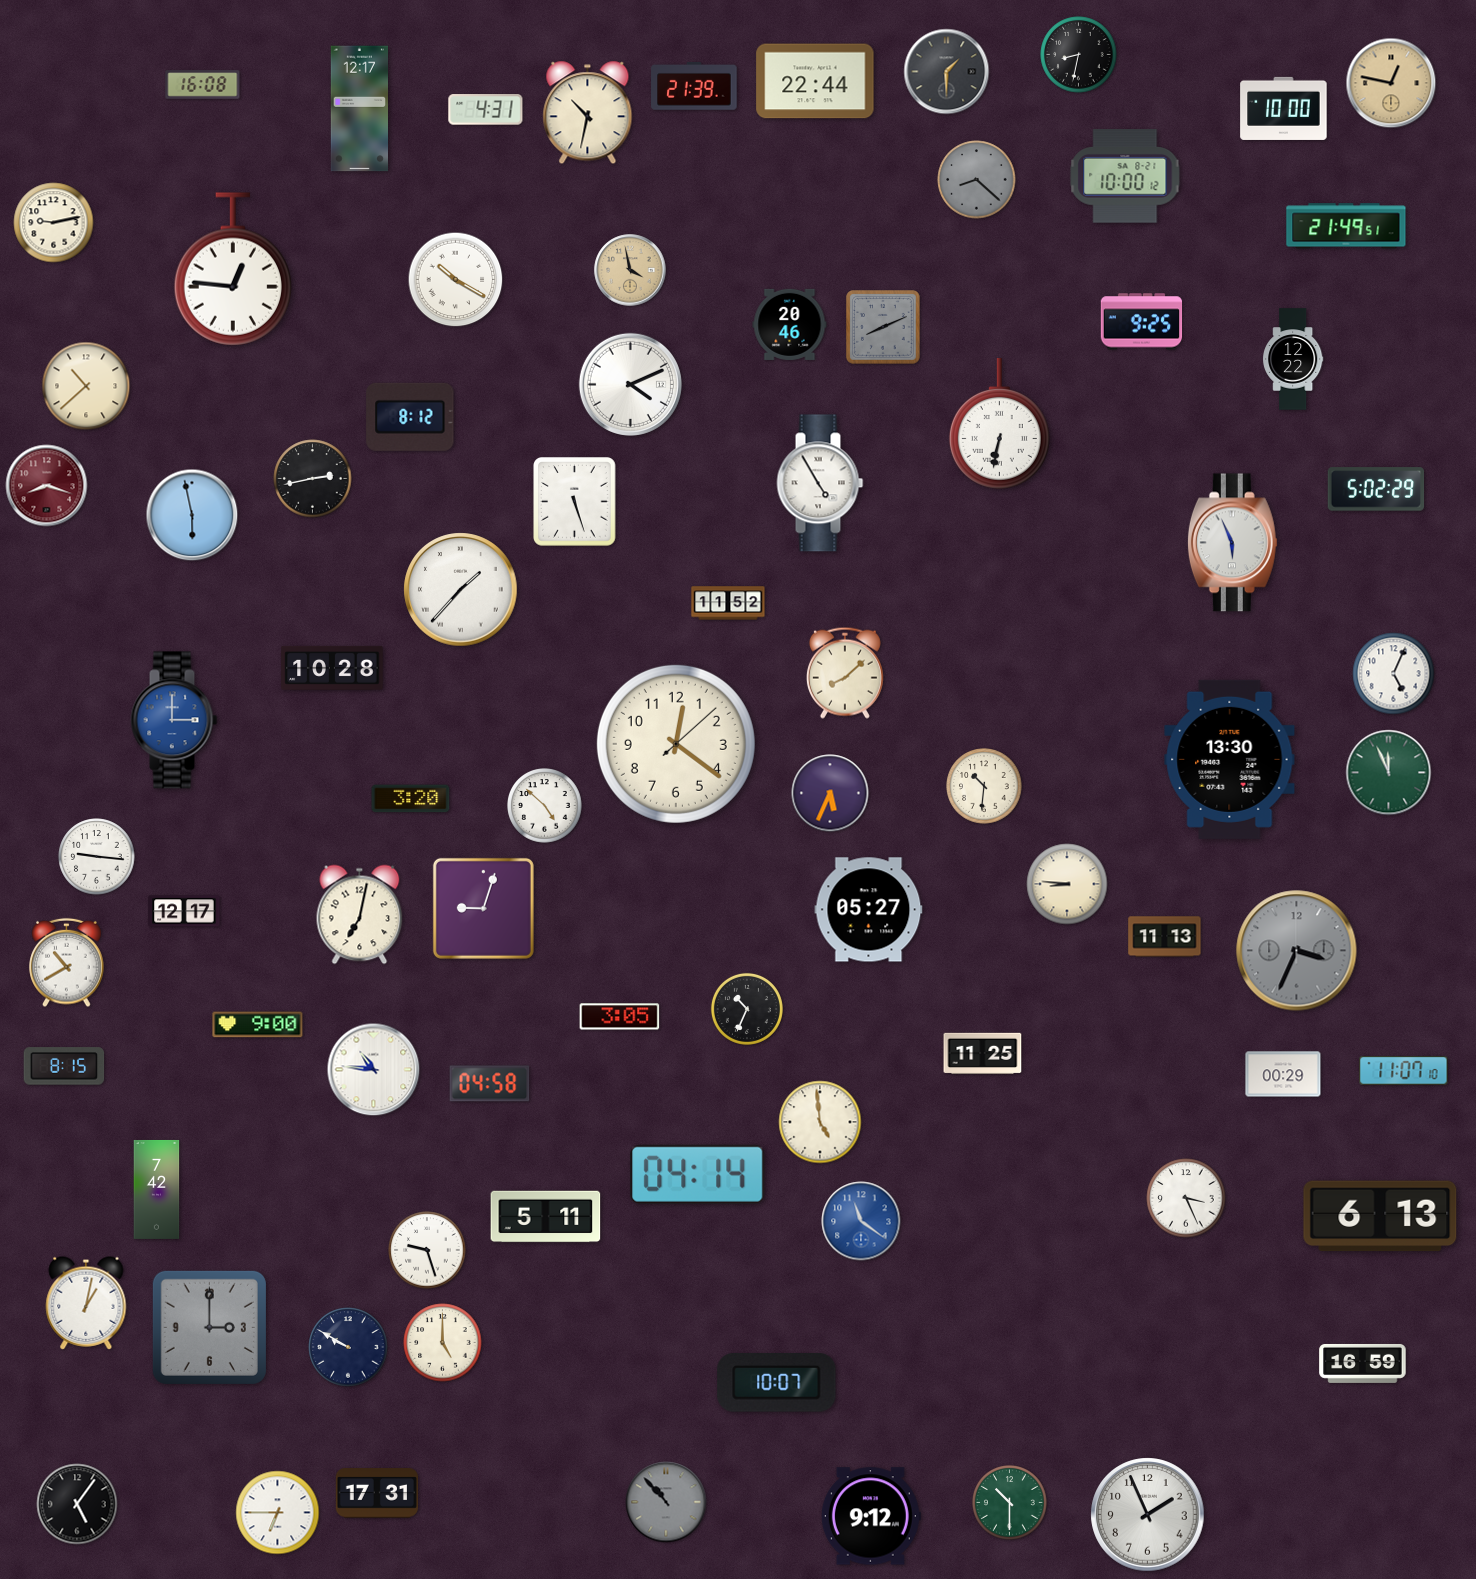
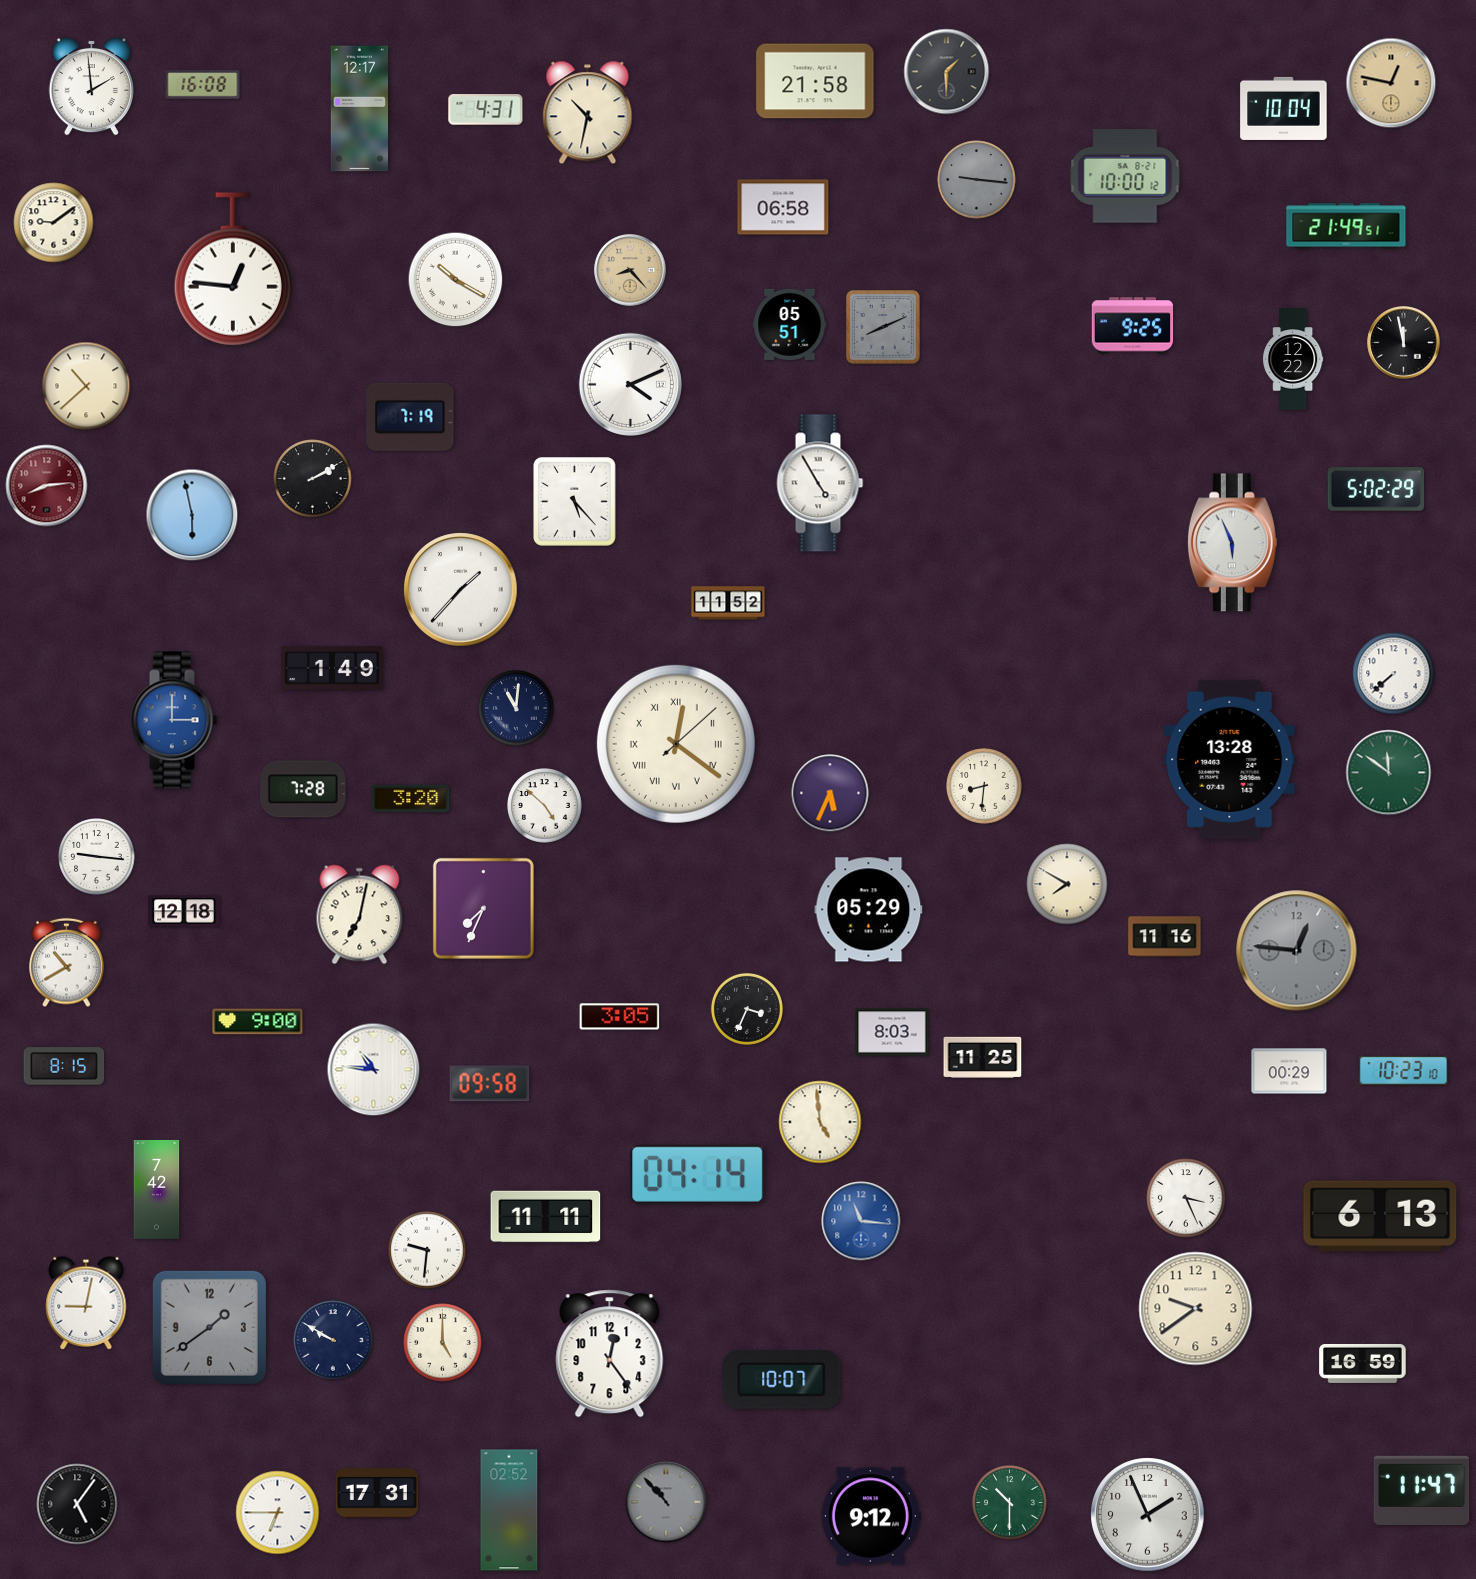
clock at (1079, 55): 8:32 -> none
clock at (815, 81): 22:44 -> 21:58
clock at (91, 86): none -> 1:59
clock at (694, 86): 21:39 -> none
clock at (1284, 108): 10:00 -> 10:04
clock at (977, 180): 8:22 -> 9:16
clock at (783, 207): none -> 06:58
clock at (54, 223): 9:13 -> 9:09
clock at (630, 270): 3:58 -> 8:23
clock at (1142, 322) position: (1142, 322) -> (1133, 326)
clock at (790, 324): 20:46 -> 05:51
clock at (1404, 343): none -> 11:58
clock at (410, 417): 8:12 -> 7:19
clock at (999, 424): 6:32 -> none
clock at (313, 479): 2:43 -> 2:10
clock at (47, 486): 8:18 -> 8:14
clock at (575, 502): 5:27 -> 5:23
clock at (332, 668): 10:28 -> 1:49
clock at (845, 673): 8:08 -> none
clock at (1394, 674): 5:04 -> 7:38
clock at (516, 708): none -> 11:01
clock at (676, 744) numerals: Arabic -> Roman
clock at (1230, 759): 13:30 -> 13:28
clock at (1389, 773): 11:56 -> 11:51
clock at (984, 786): 10:31 -> 8:31
clock at (304, 789): none -> 7:28
clock at (1067, 884): 8:46 -> 7:50
clock at (483, 908): 9:03 -> 7:34
clock at (869, 910): 05:27 -> 05:29
clock at (184, 911): 12:17 -> 12:18
clock at (1165, 937): 11:13 -> 11:16
clock at (1297, 951): 3:34 -> 12:46
clock at (747, 1009): 10:34 -> 3:34
clock at (258, 1025) position: (258, 1025) -> (258, 1022)
clock at (892, 1032): none -> 8:03
clock at (983, 1053) position: (983, 1053) -> (983, 1057)
clock at (1404, 1071): 11:07 -> 10:23
clock at (1283, 1074) position: (1283, 1074) -> (1289, 1071)
clock at (490, 1084): 04:58 -> 09:58
clock at (546, 1217): 5:11 -> 11:11
clock at (861, 1221): 11:21 -> 11:16
clock at (427, 1250): 9:27 -> 9:31
clock at (86, 1303): 1:02 -> 9:02
clock at (1196, 1309): none -> 9:39
clock at (209, 1327): 3:00 -> 1:39
clock at (348, 1347) position: (348, 1347) -> (333, 1340)
clock at (610, 1354): none -> 12:24
clock at (777, 1383) position: (777, 1383) -> (782, 1380)
clock at (1422, 1490): none -> 11:47
clock at (509, 1510): none -> 02:52
